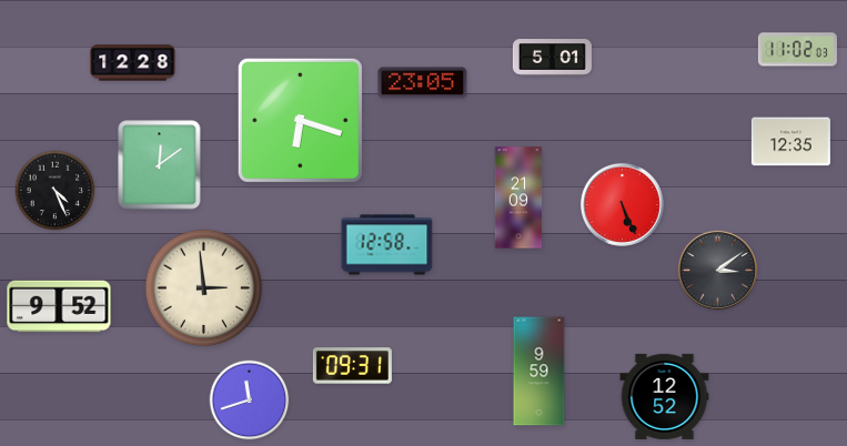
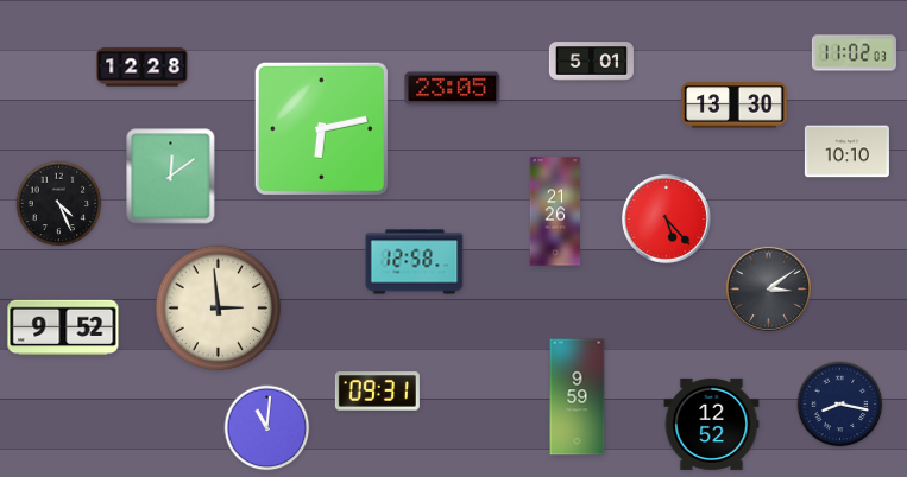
clock at (735, 106): none -> 13:30
clock at (300, 120): 6:18 -> 6:13
clock at (790, 142): 12:35 -> 10:10
clock at (518, 197): 21:09 -> 21:26
clock at (622, 204): 5:26 -> 5:23
clock at (840, 405): none -> 8:17
clock at (250, 401): 11:42 -> 11:01
